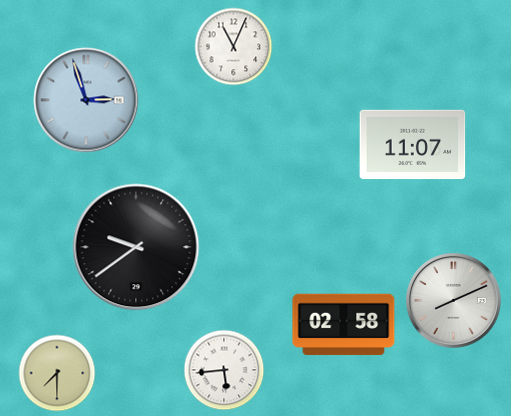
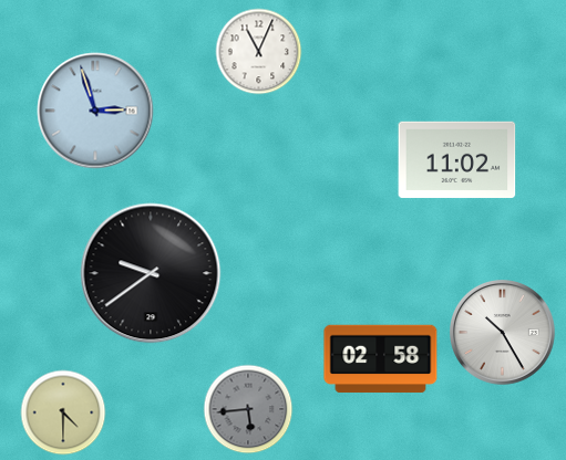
clock at (413, 145): 11:07 -> 11:02
clock at (454, 301): 8:11 -> 10:25
clock at (224, 370) dial: white -> grey
clock at (57, 373): 7:30 -> 4:30
